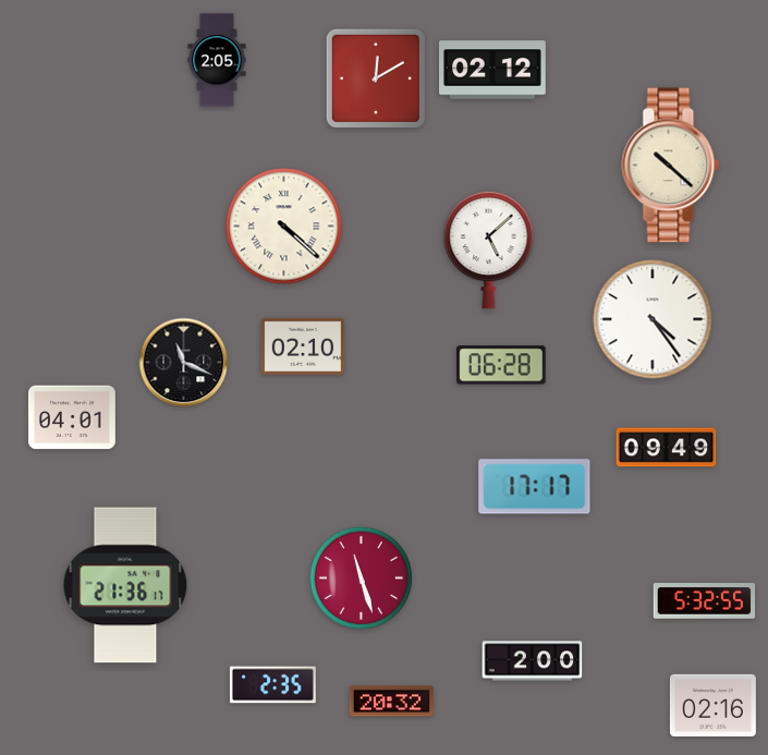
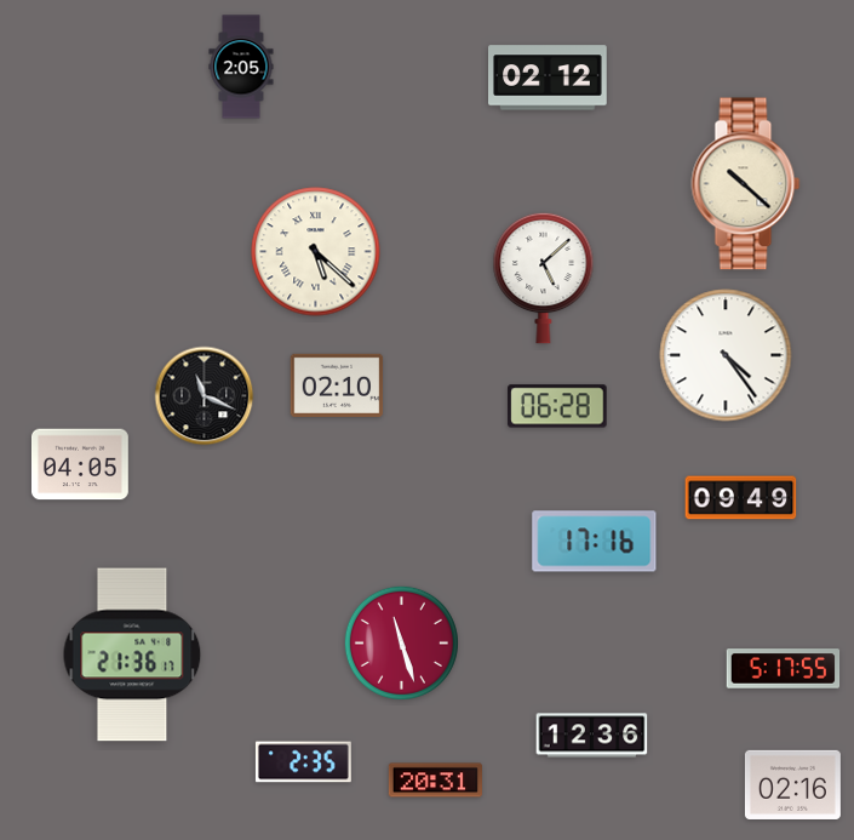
clock at (376, 78): 12:10 -> none
clock at (284, 227): 4:22 -> 5:22
clock at (184, 363) position: (184, 363) -> (205, 396)
clock at (72, 417): 04:01 -> 04:05
clock at (535, 487): 17:17 -> 17:16
clock at (125, 585) position: (125, 585) -> (132, 655)
clock at (705, 601): 5:32 -> 5:17
clock at (533, 661): 2:00 -> 12:36
clock at (391, 702): 20:32 -> 20:31
